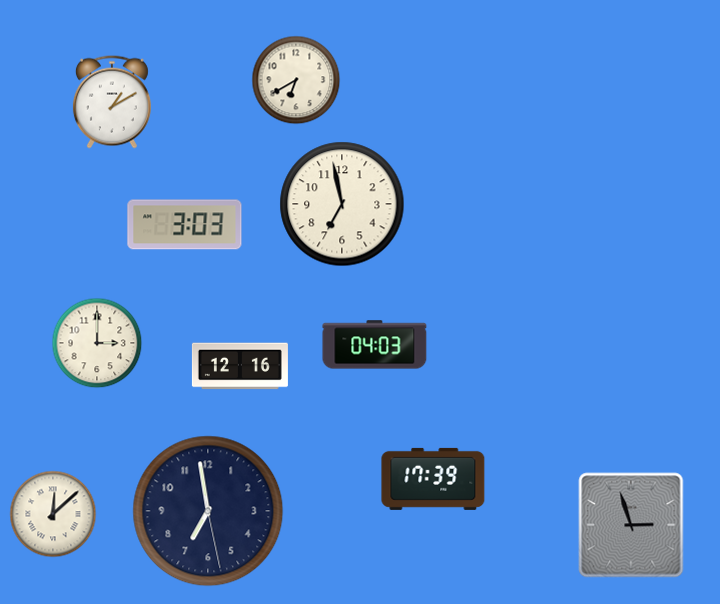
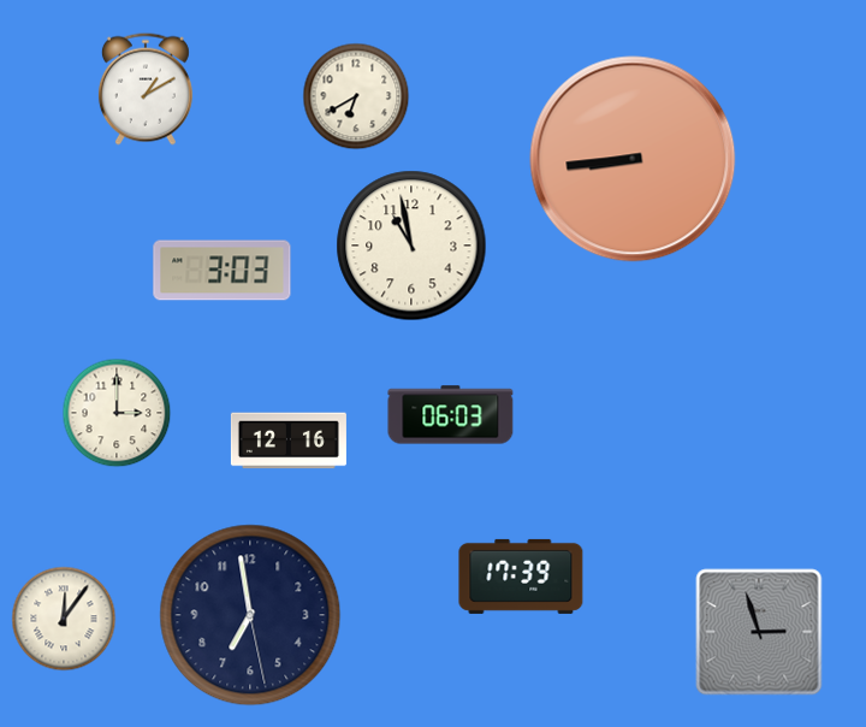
clock at (112, 102) position: (112, 102) -> (146, 89)
clock at (633, 159): none -> 8:44
clock at (342, 204): 6:58 -> 10:58
clock at (375, 345): 04:03 -> 06:03
clock at (53, 514): 12:08 -> 12:06
